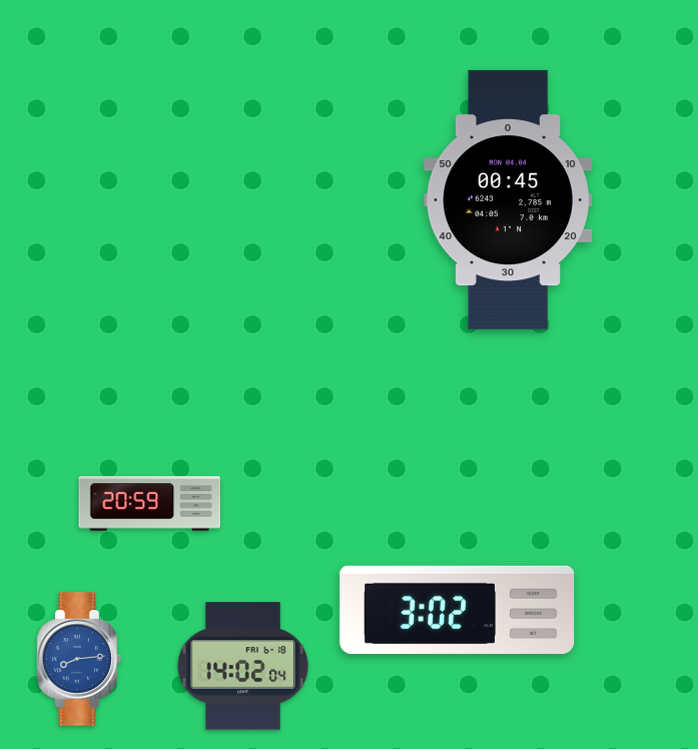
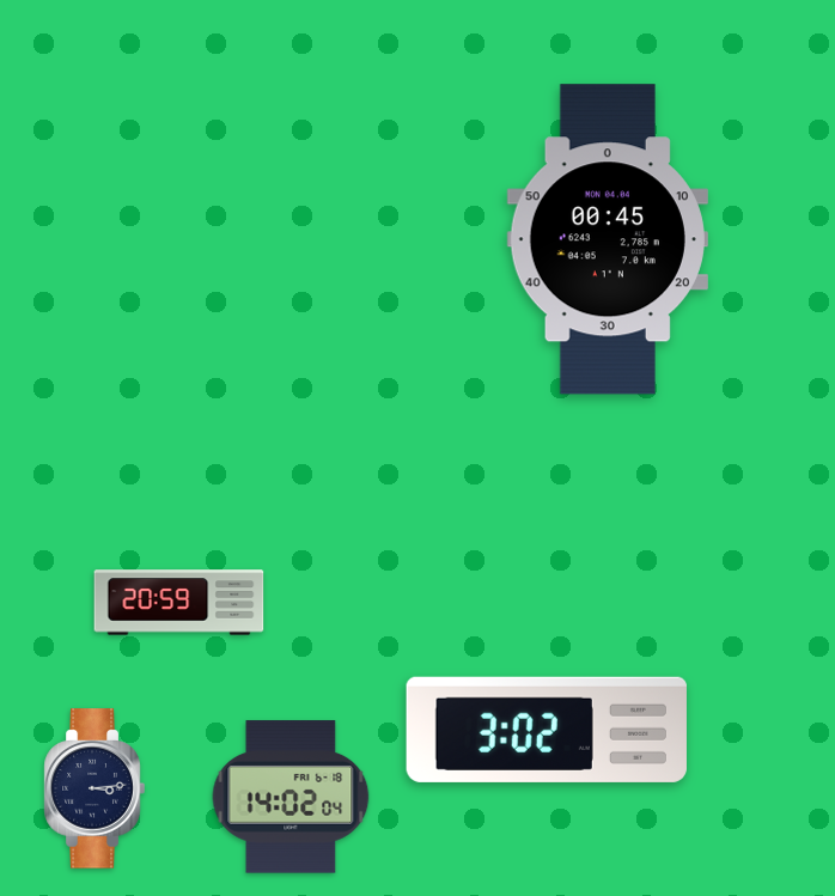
clock at (79, 659): 8:14 -> 3:14
clock at (79, 659) dial: blue -> navy
